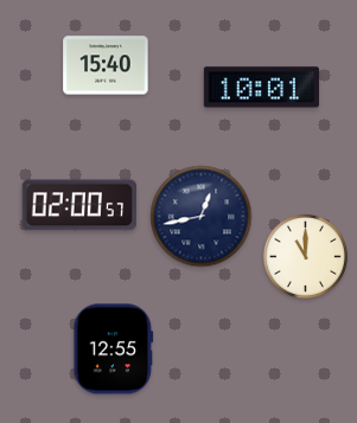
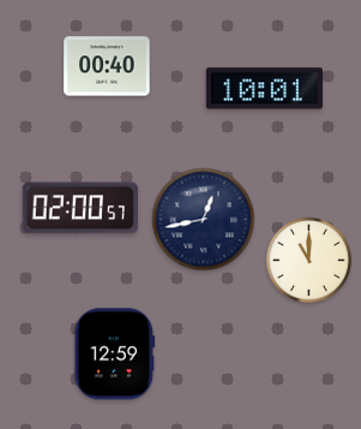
clock at (106, 65): 15:40 -> 00:40
clock at (114, 350): 12:55 -> 12:59
